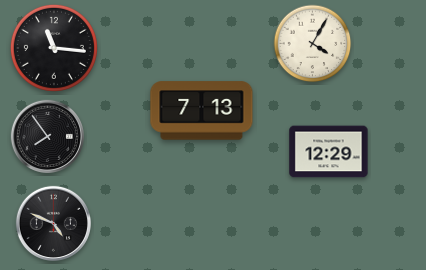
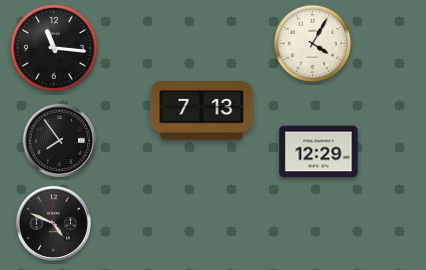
clock at (47, 136) position: (47, 136) -> (59, 140)
clock at (329, 152) position: (329, 152) -> (319, 152)
